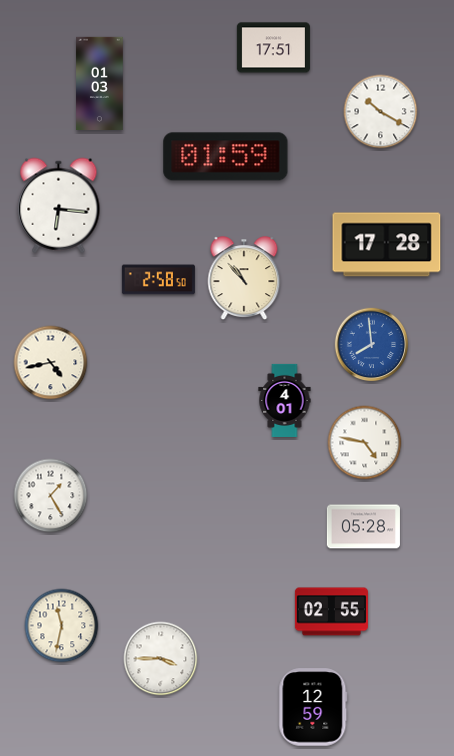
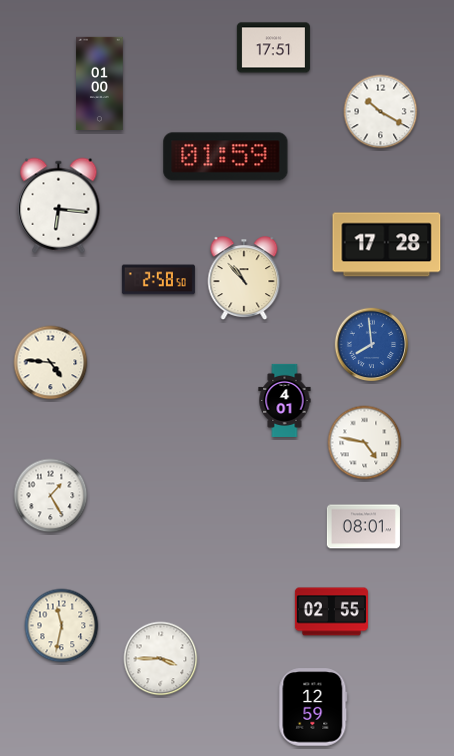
clock at (100, 83): 01:03 -> 01:00
clock at (51, 363): 4:43 -> 4:46
clock at (363, 527): 05:28 -> 08:01
